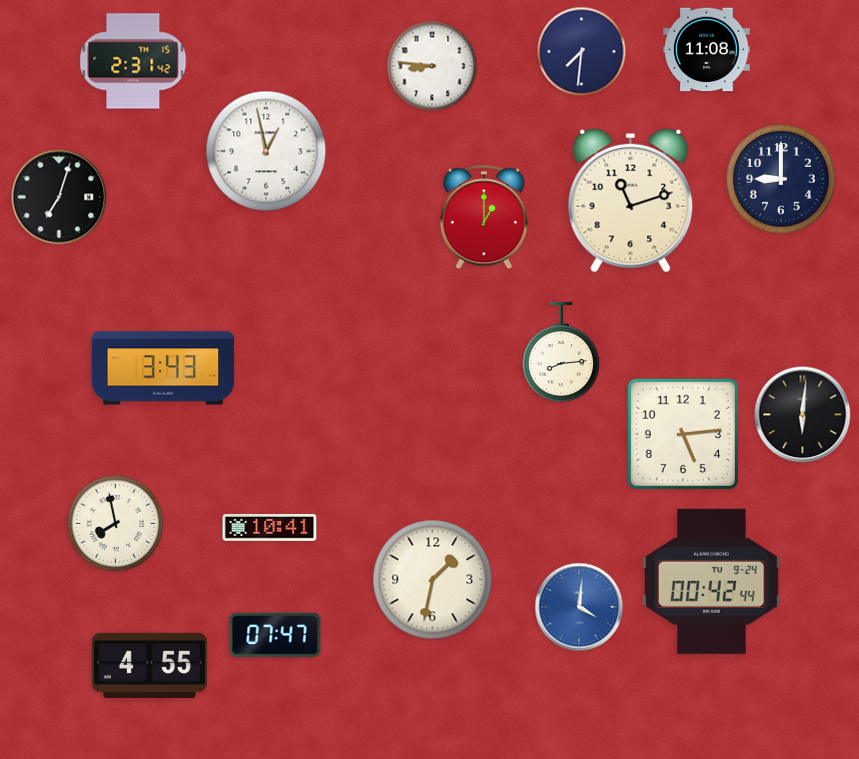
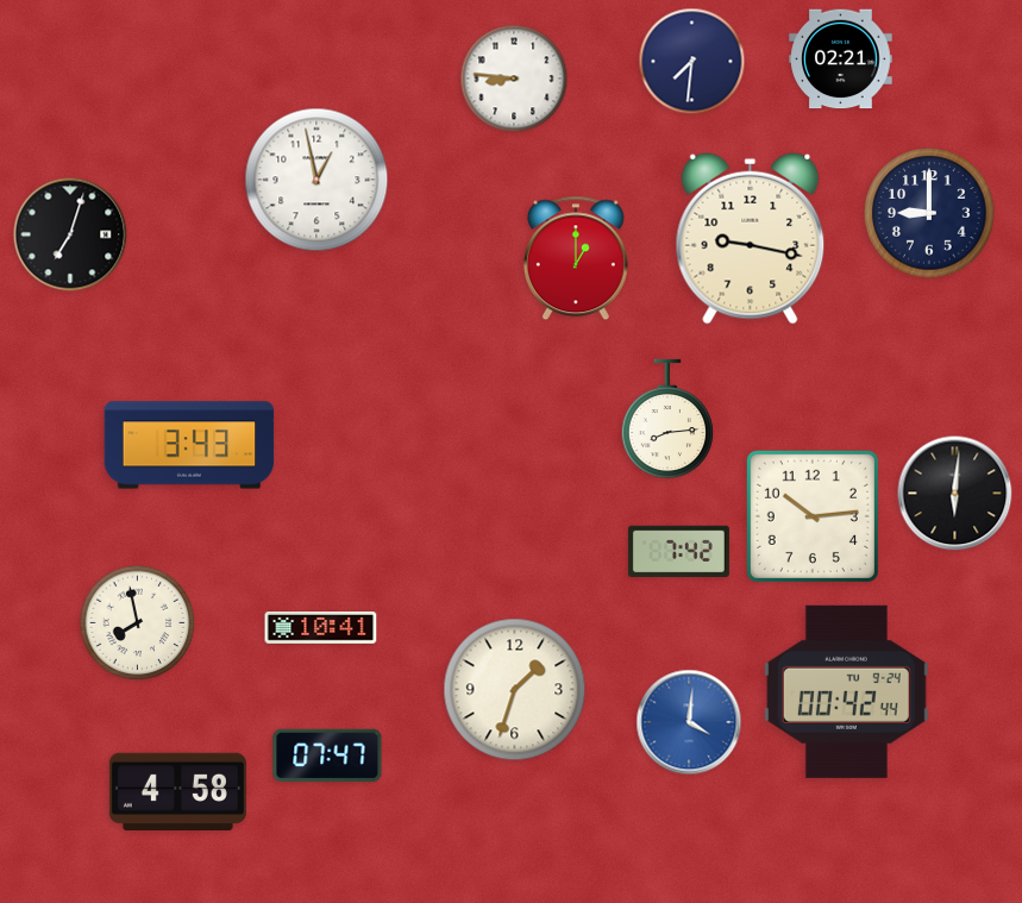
clock at (707, 50): 11:08 -> 02:21
clock at (133, 61): 2:31 -> none
clock at (631, 200): 11:12 -> 9:17
clock at (163, 368) position: (163, 368) -> (189, 445)
clock at (683, 434): 5:14 -> 10:14
clock at (678, 552): none -> 7:42
clock at (433, 580): 1:32 -> 1:33
clock at (149, 665): 4:55 -> 4:58
